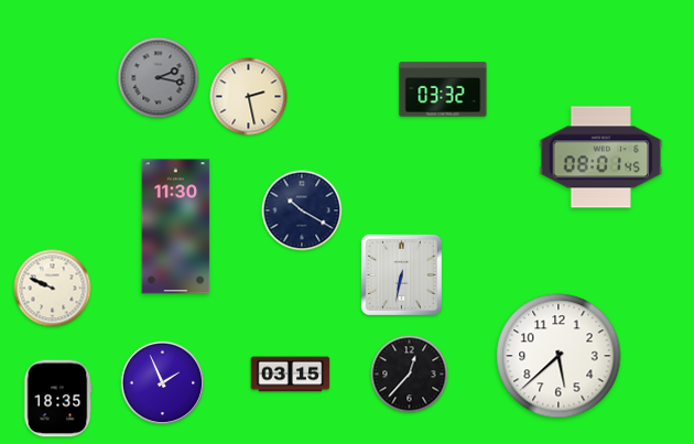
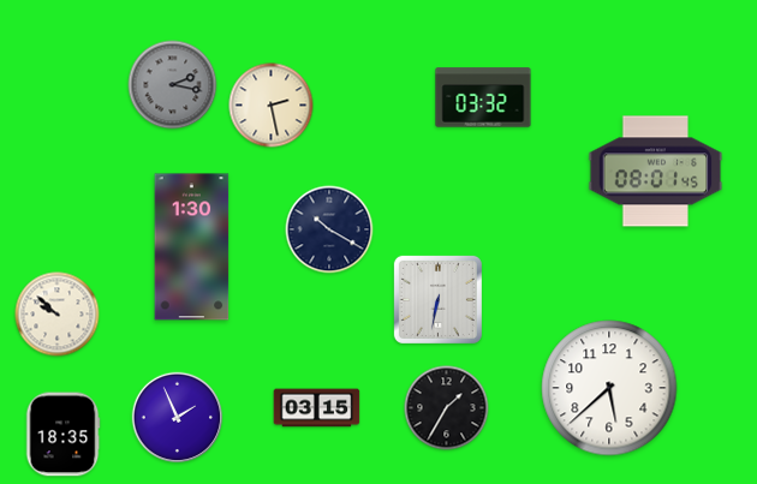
clock at (176, 227): 11:30 -> 1:30
clock at (53, 289): 9:49 -> 9:52
clock at (410, 375): 12:37 -> 1:35
